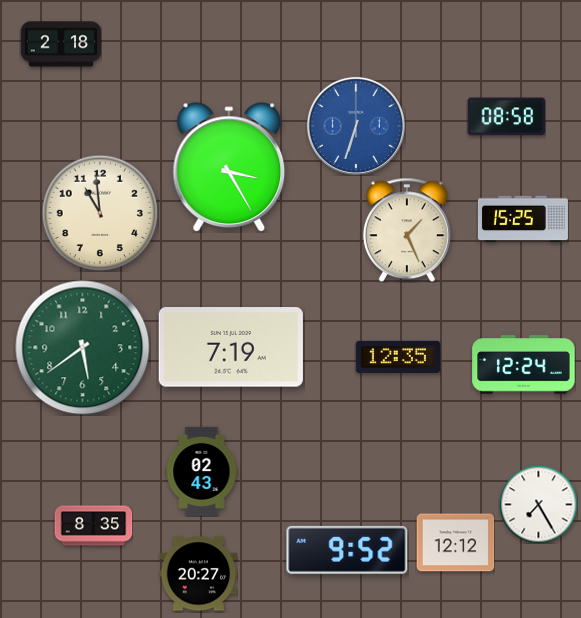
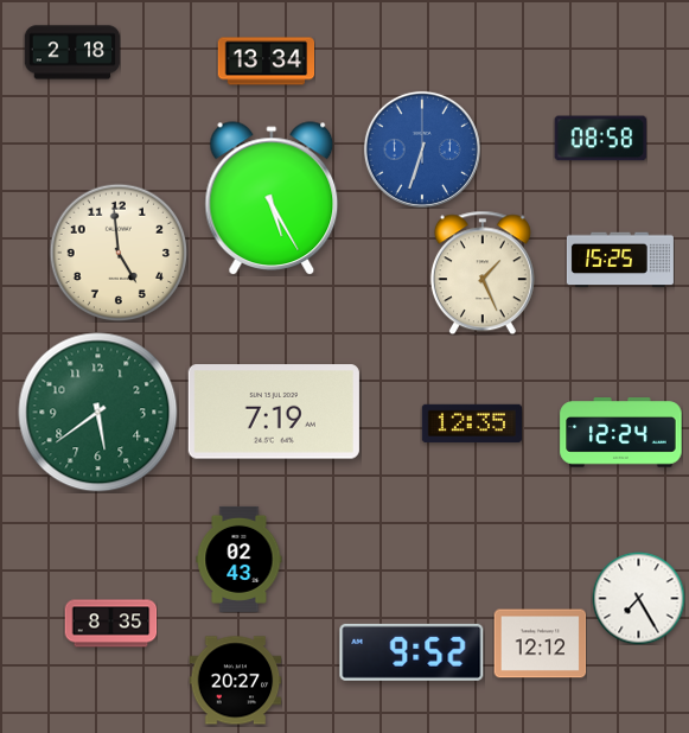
clock at (266, 62): none -> 13:34
clock at (229, 167): 3:25 -> 5:25
clock at (100, 213): 10:59 -> 4:59
